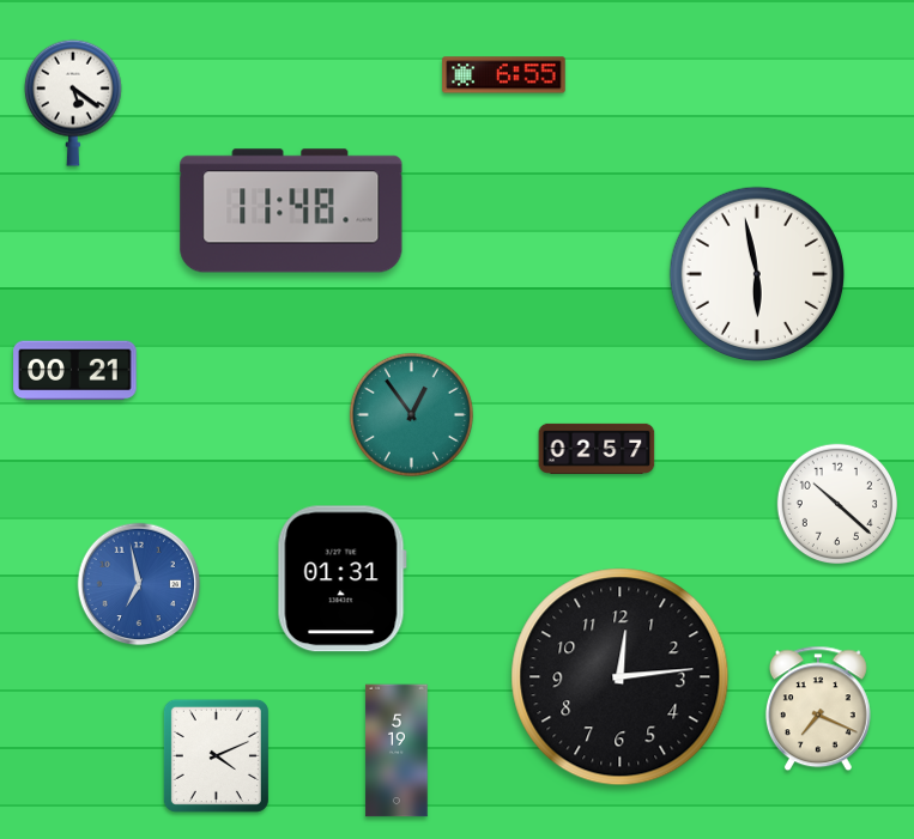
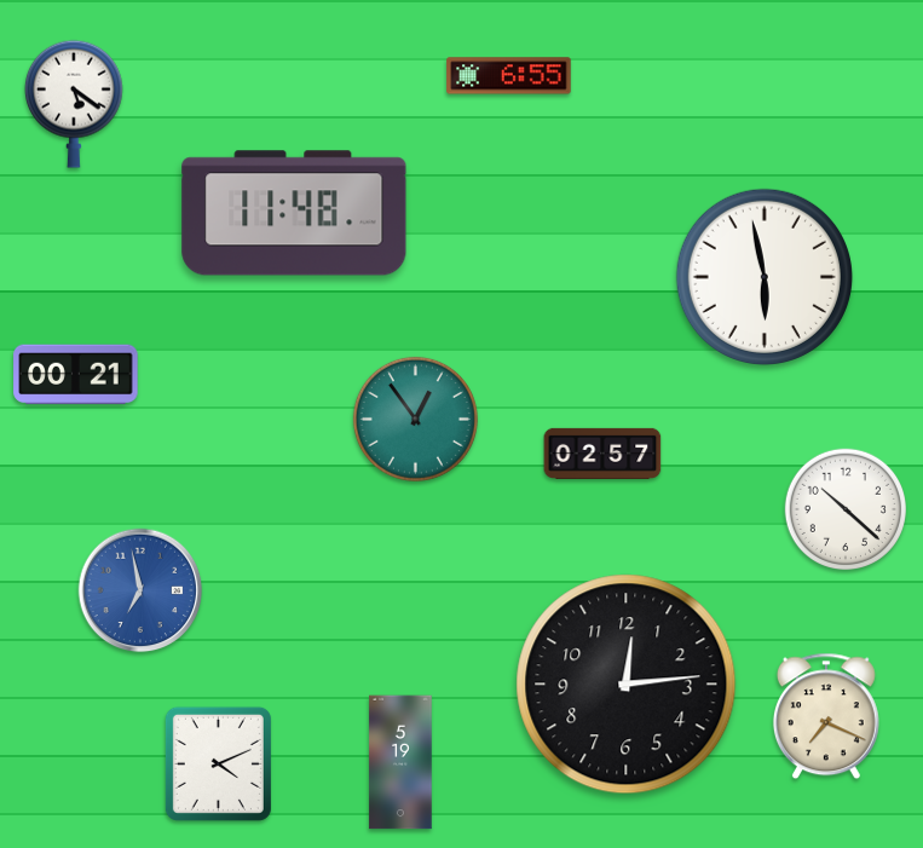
clock at (341, 579): 01:31 -> none
clock at (397, 750) position: (397, 750) -> (400, 762)
